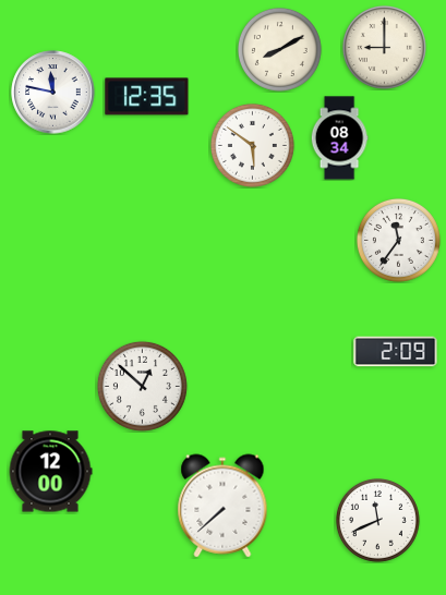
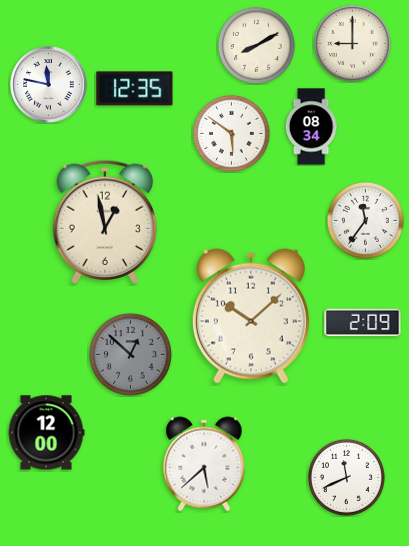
clock at (104, 221): none -> 12:58
clock at (251, 316): none -> 10:08
clock at (142, 386) dial: white -> grey
clock at (222, 506): 7:38 -> 5:38
